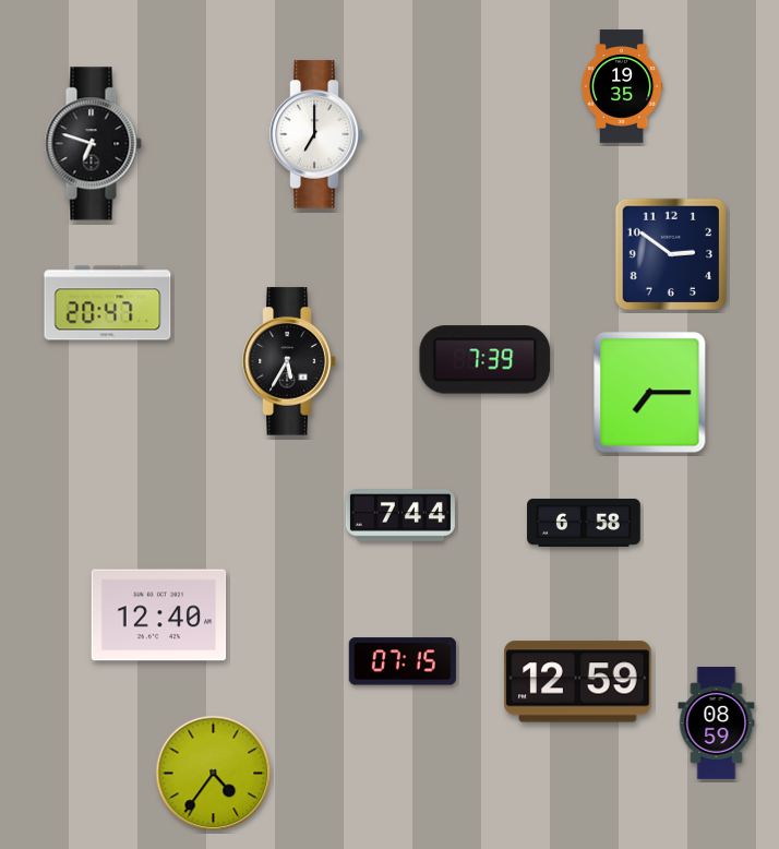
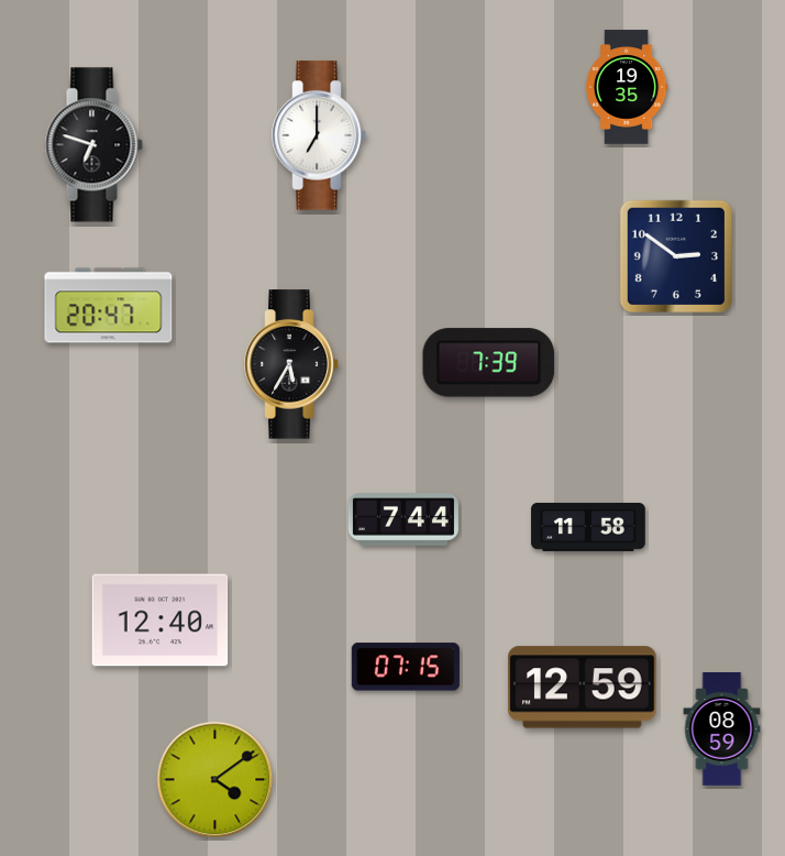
clock at (650, 393): 7:15 -> none
clock at (584, 523): 6:58 -> 11:58
clock at (214, 774): 4:36 -> 4:09
